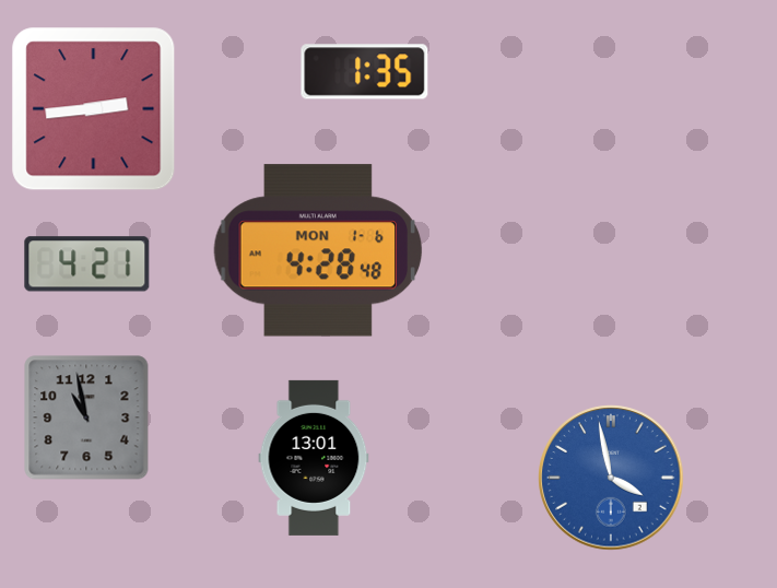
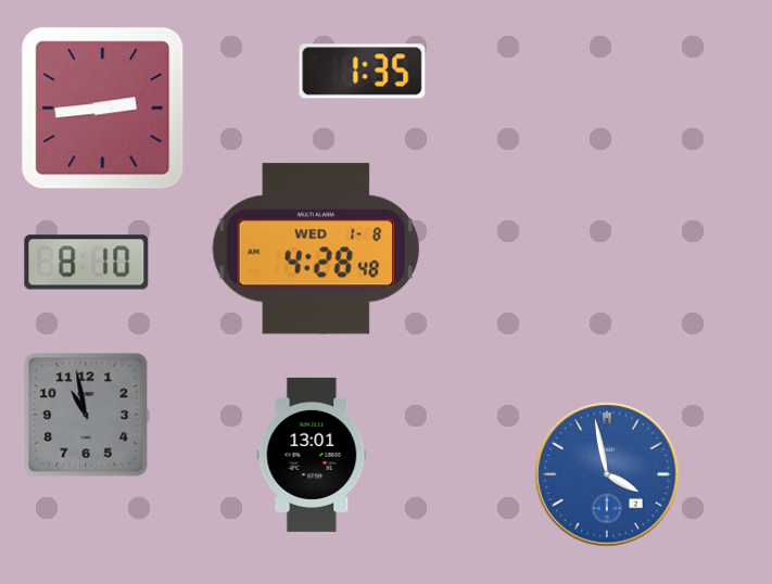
clock at (94, 109) position: (94, 109) -> (103, 109)
clock at (318, 250) date: MON 1-6 -> WED 1-8
clock at (87, 264): 4:21 -> 8:10
